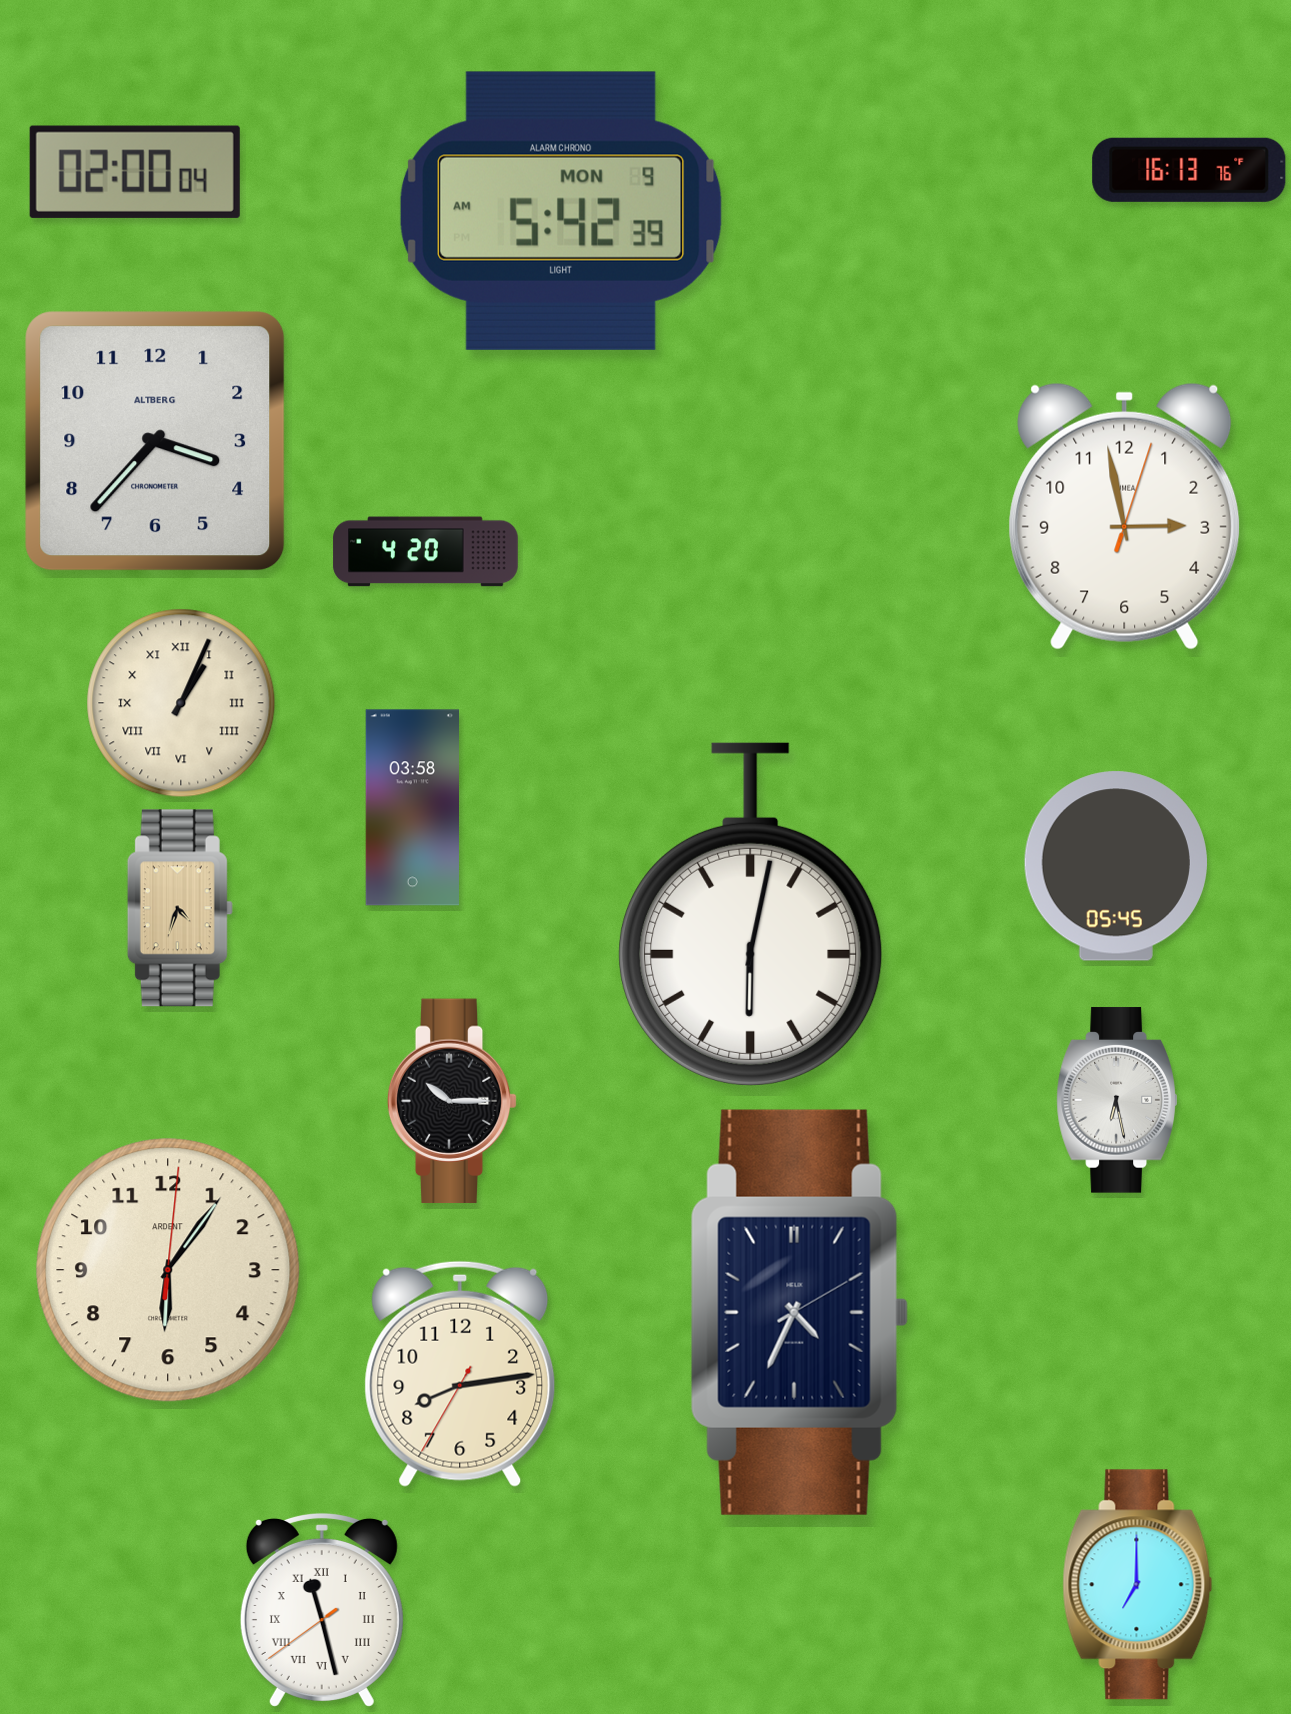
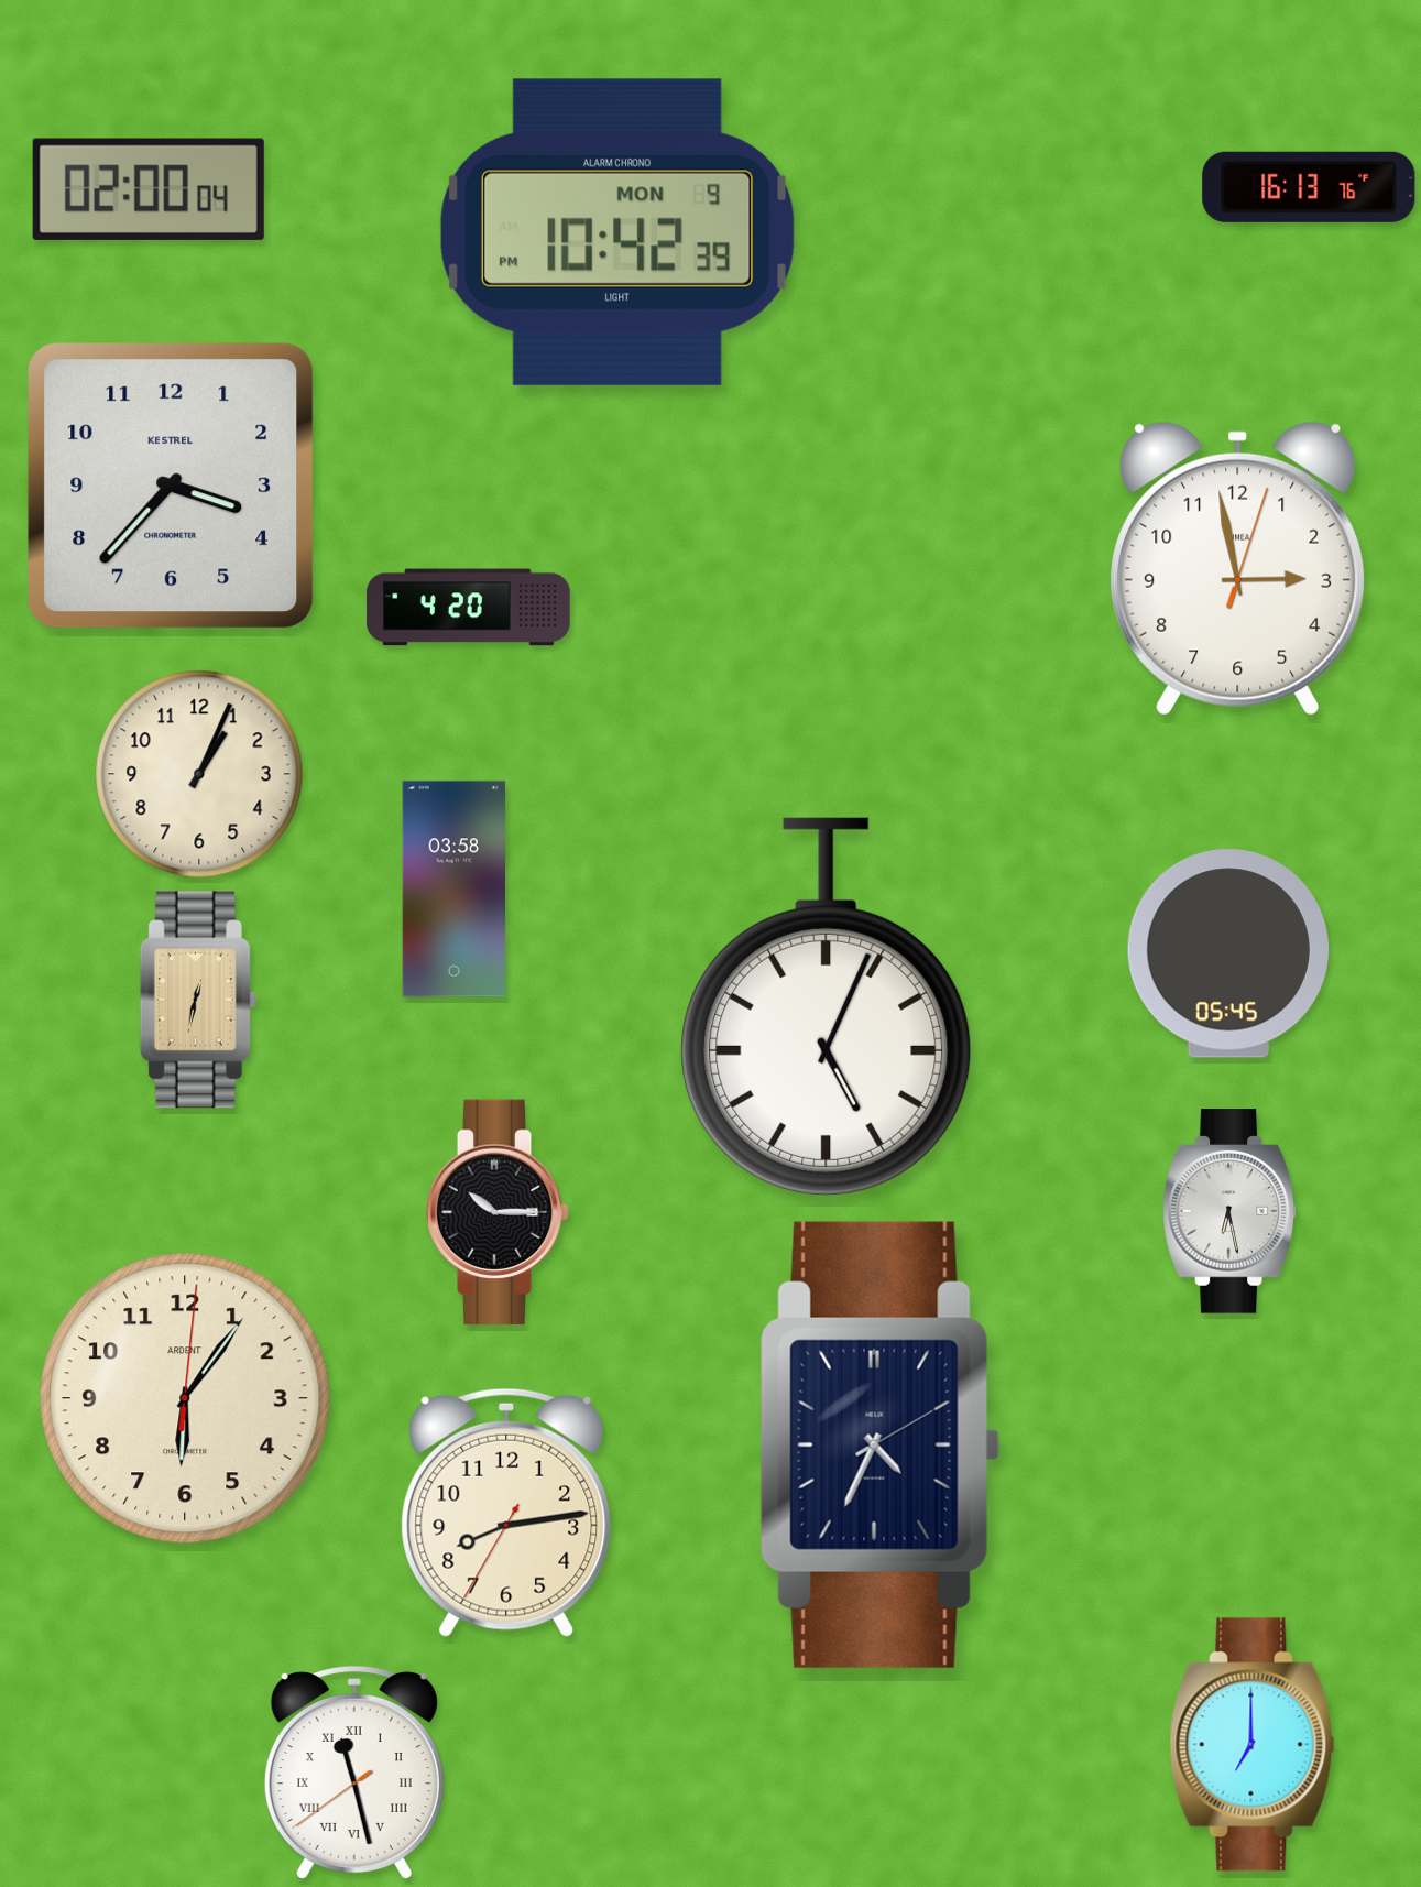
clock at (561, 211): 5:42 -> 10:42
clock at (155, 441) brand: ALTBERG -> KESTREL
clock at (181, 703) numerals: Roman -> Arabic
clock at (180, 908): 4:33 -> 12:32
clock at (751, 914): 6:02 -> 5:04
